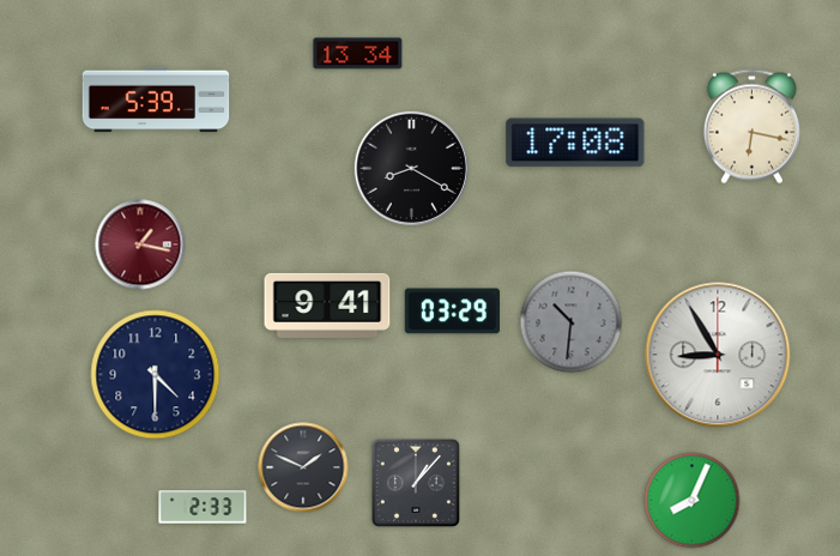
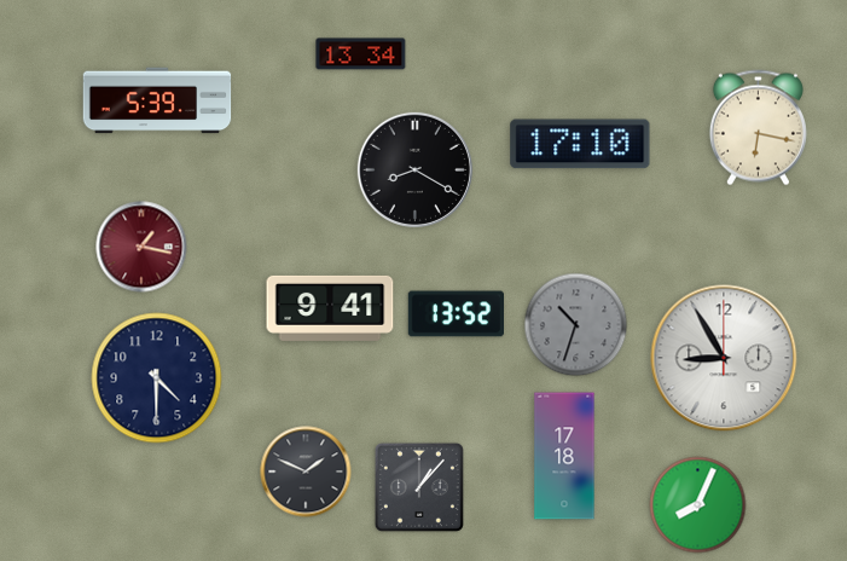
clock at (575, 143): 17:08 -> 17:10
clock at (452, 312): 03:29 -> 13:52
clock at (572, 322): 10:31 -> 10:33
clock at (564, 456): none -> 17:18
clock at (203, 507): 2:33 -> none
